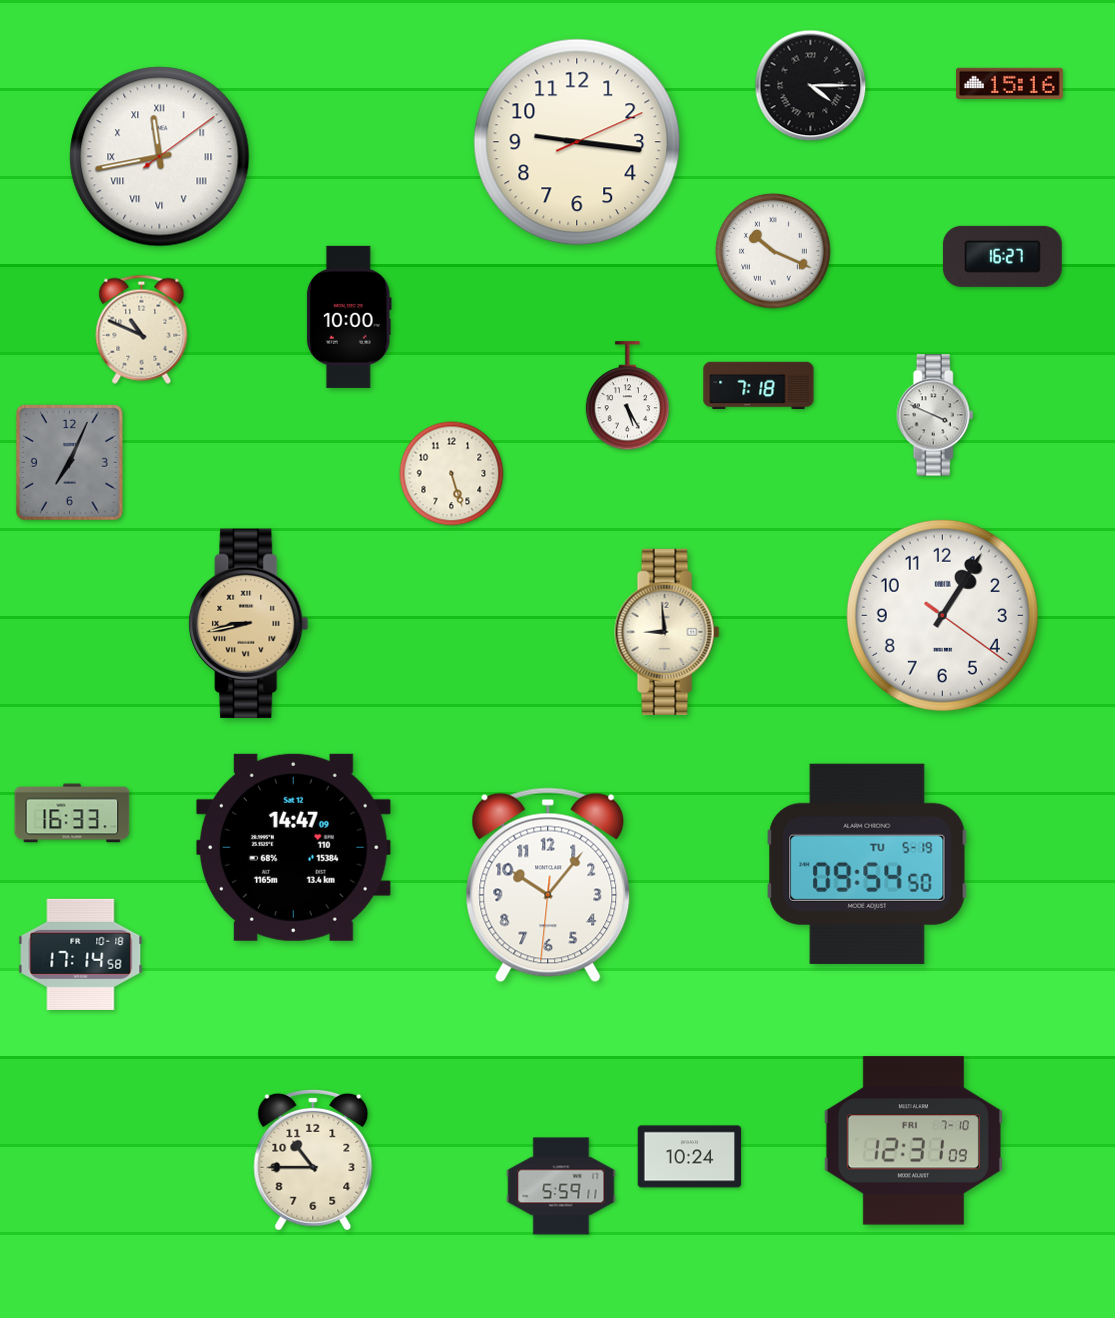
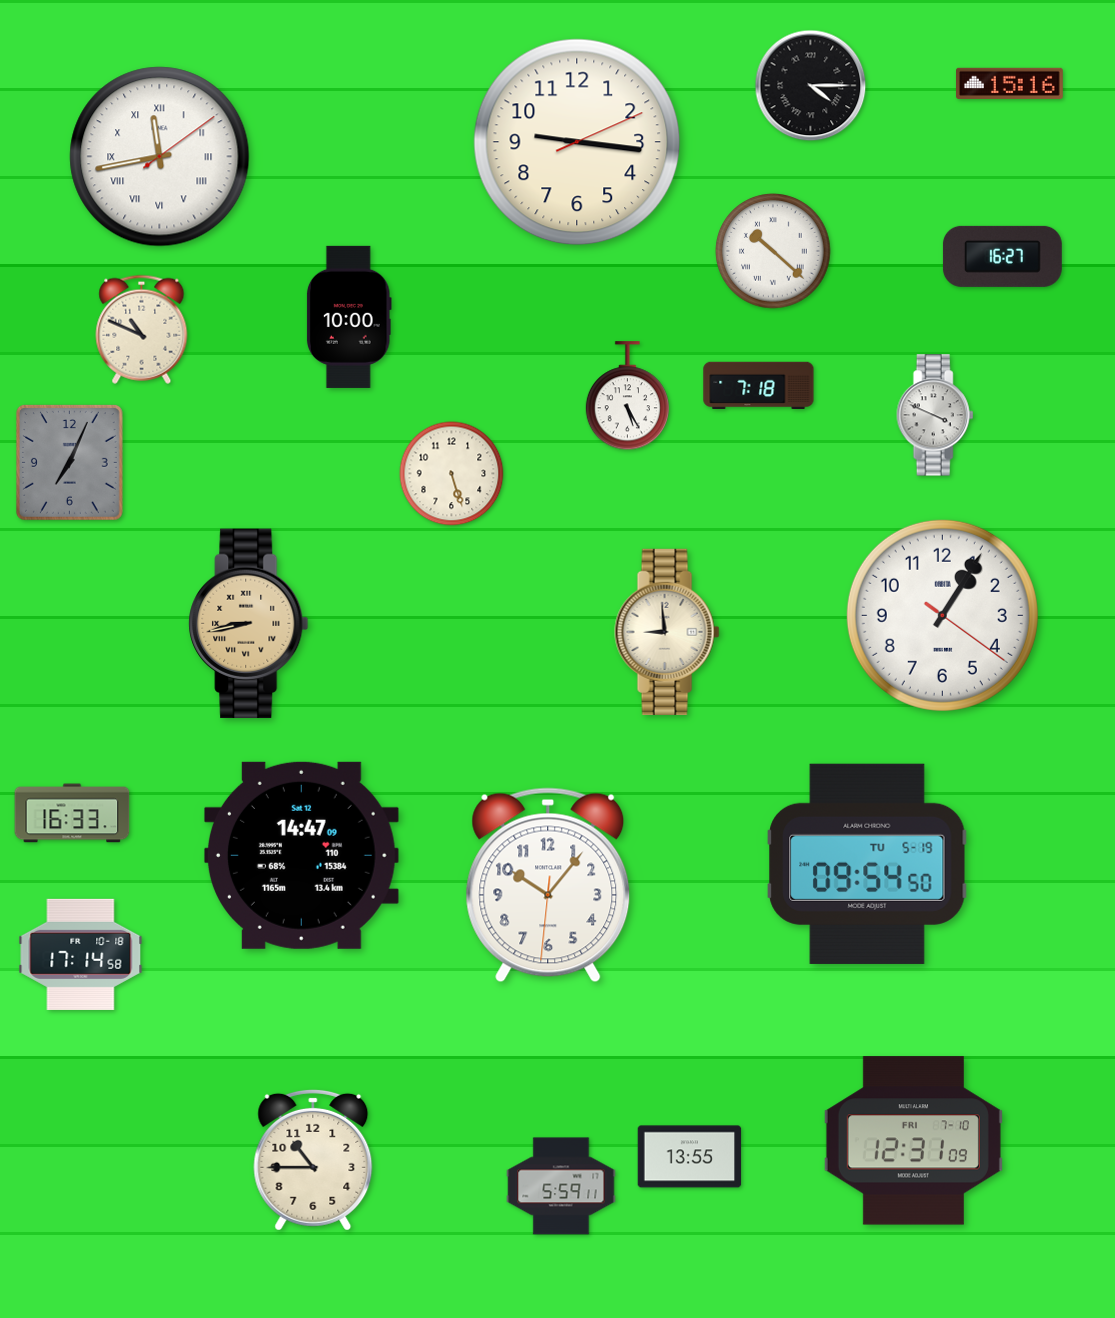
clock at (773, 251): 10:19 -> 10:22
clock at (293, 847) position: (293, 847) -> (301, 855)
clock at (690, 1157): 10:24 -> 13:55
